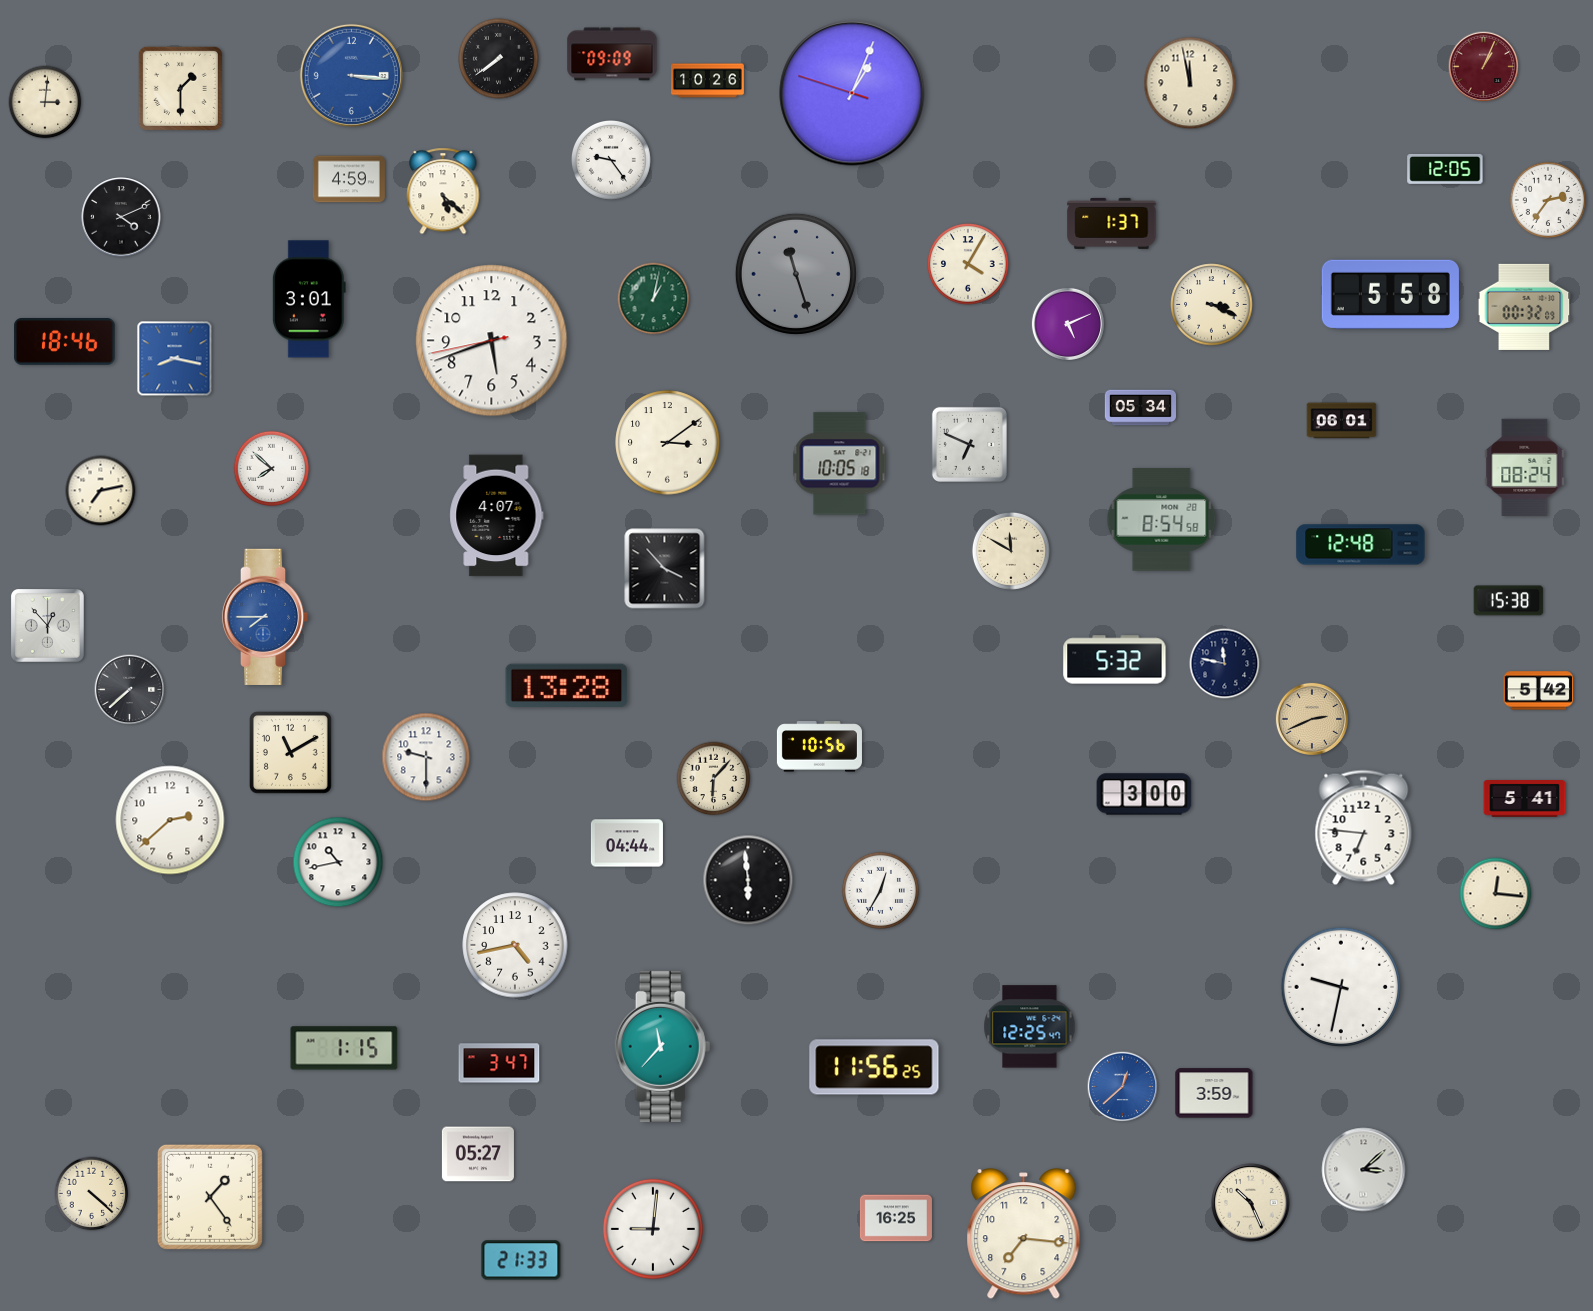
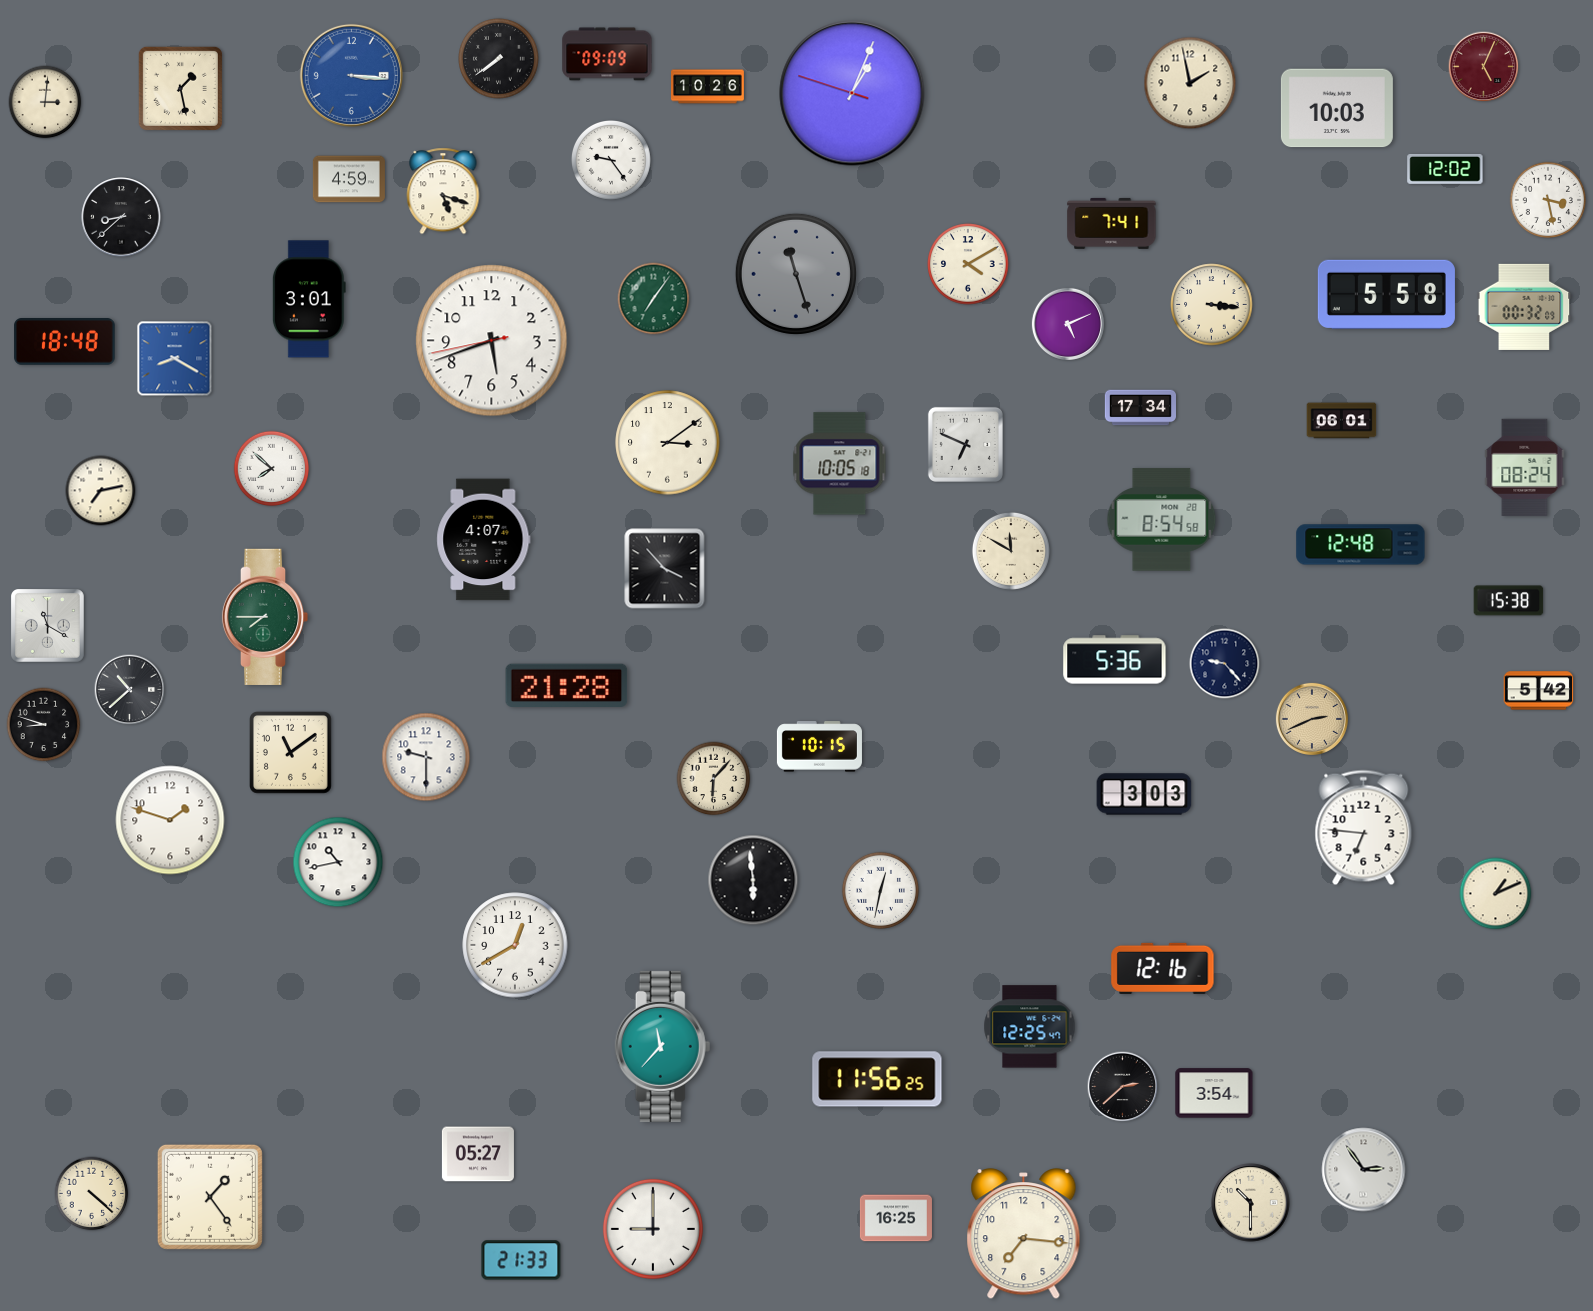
clock at (612, 54) position: (612, 54) -> (607, 54)
clock at (1484, 67): 1:04 -> 5:04
clock at (708, 81) position: (708, 81) -> (708, 87)
clock at (1190, 83): 11:58 -> 1:58
clock at (180, 88): 1:30 -> 1:28
clock at (1337, 108): none -> 10:03
clock at (1445, 169): 12:05 -> 12:02
clock at (443, 191): 5:22 -> 5:18
clock at (1547, 199): 2:36 -> 3:28
clock at (121, 217): 4:11 -> 8:38
clock at (1112, 223): 1:37 -> 7:41
clock at (968, 264): 4:05 -> 4:10
clock at (1390, 294) position: (1390, 294) -> (1386, 294)
clock at (654, 299): 1:02 -> 7:06
clock at (1212, 305): 3:19 -> 3:16
clock at (65, 342): 18:46 -> 18:48
clock at (175, 359): 8:17 -> 8:20
clock at (1140, 408): 05:34 -> 17:34
clock at (969, 444) position: (969, 444) -> (965, 444)
clock at (497, 516) position: (497, 516) -> (484, 540)
clock at (265, 617) dial: blue -> green
clock at (48, 626): 12:53 -> 11:20
clock at (1115, 660): 5:32 -> 5:36
clock at (1225, 664): 11:47 -> 9:23
clock at (567, 685): 13:28 -> 21:28
clock at (130, 690): 7:38 -> 10:38
clock at (44, 725): none -> 8:48
clock at (819, 747): 10:56 -> 10:15
clock at (291, 753): 11:10 -> 11:09
clock at (1144, 794): 3:00 -> 3:03
clock at (1525, 799): 5:41 -> none
clock at (170, 820): 2:38 -> 1:48
clock at (627, 843): 04:44 -> none
clock at (748, 880) position: (748, 880) -> (753, 880)
clock at (880, 890): 12:35 -> 12:32
clock at (1496, 894): 12:16 -> 1:11
clock at (515, 945): 4:43 -> 12:40
clock at (1163, 968): none -> 12:16
clock at (1340, 986): 9:32 -> none
clock at (344, 1048): 1:15 -> none
clock at (499, 1063): 3:47 -> none
clock at (874, 1067) position: (874, 1067) -> (877, 1079)
clock at (1123, 1087): 12:38 -> 2:38
clock at (1123, 1087) dial: blue -> black
clock at (1214, 1093): 3:59 -> 3:54
clock at (1364, 1170): 3:08 -> 2:54
clock at (1251, 1203): 10:26 -> 10:30
clock at (653, 1229): 9:01 -> 9:00
